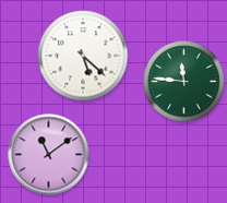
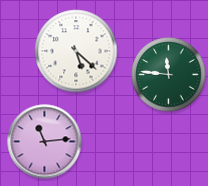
clock at (49, 155): 11:09 -> 11:14
